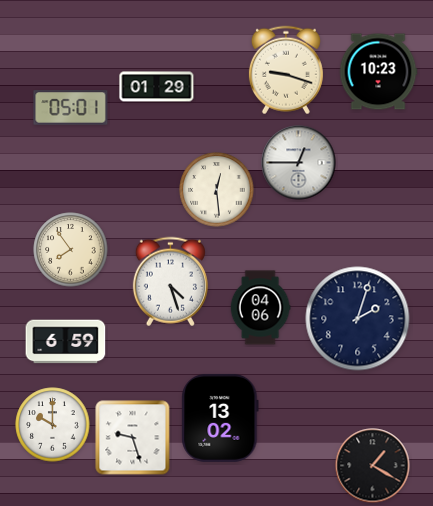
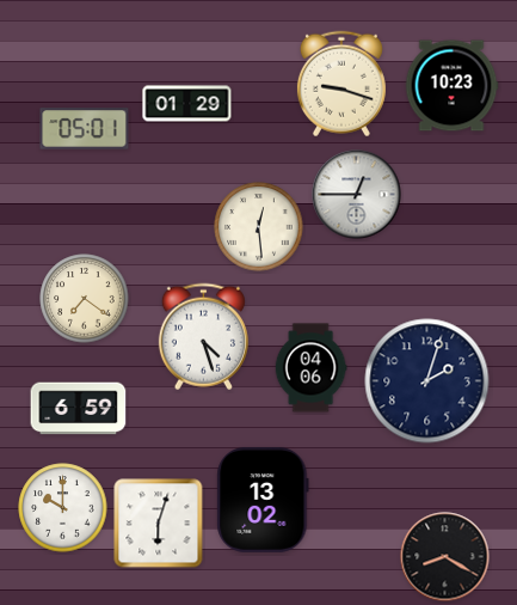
clock at (71, 250): 7:54 -> 7:21
clock at (133, 438): 9:27 -> 6:03
clock at (373, 466): 1:20 -> 8:20
